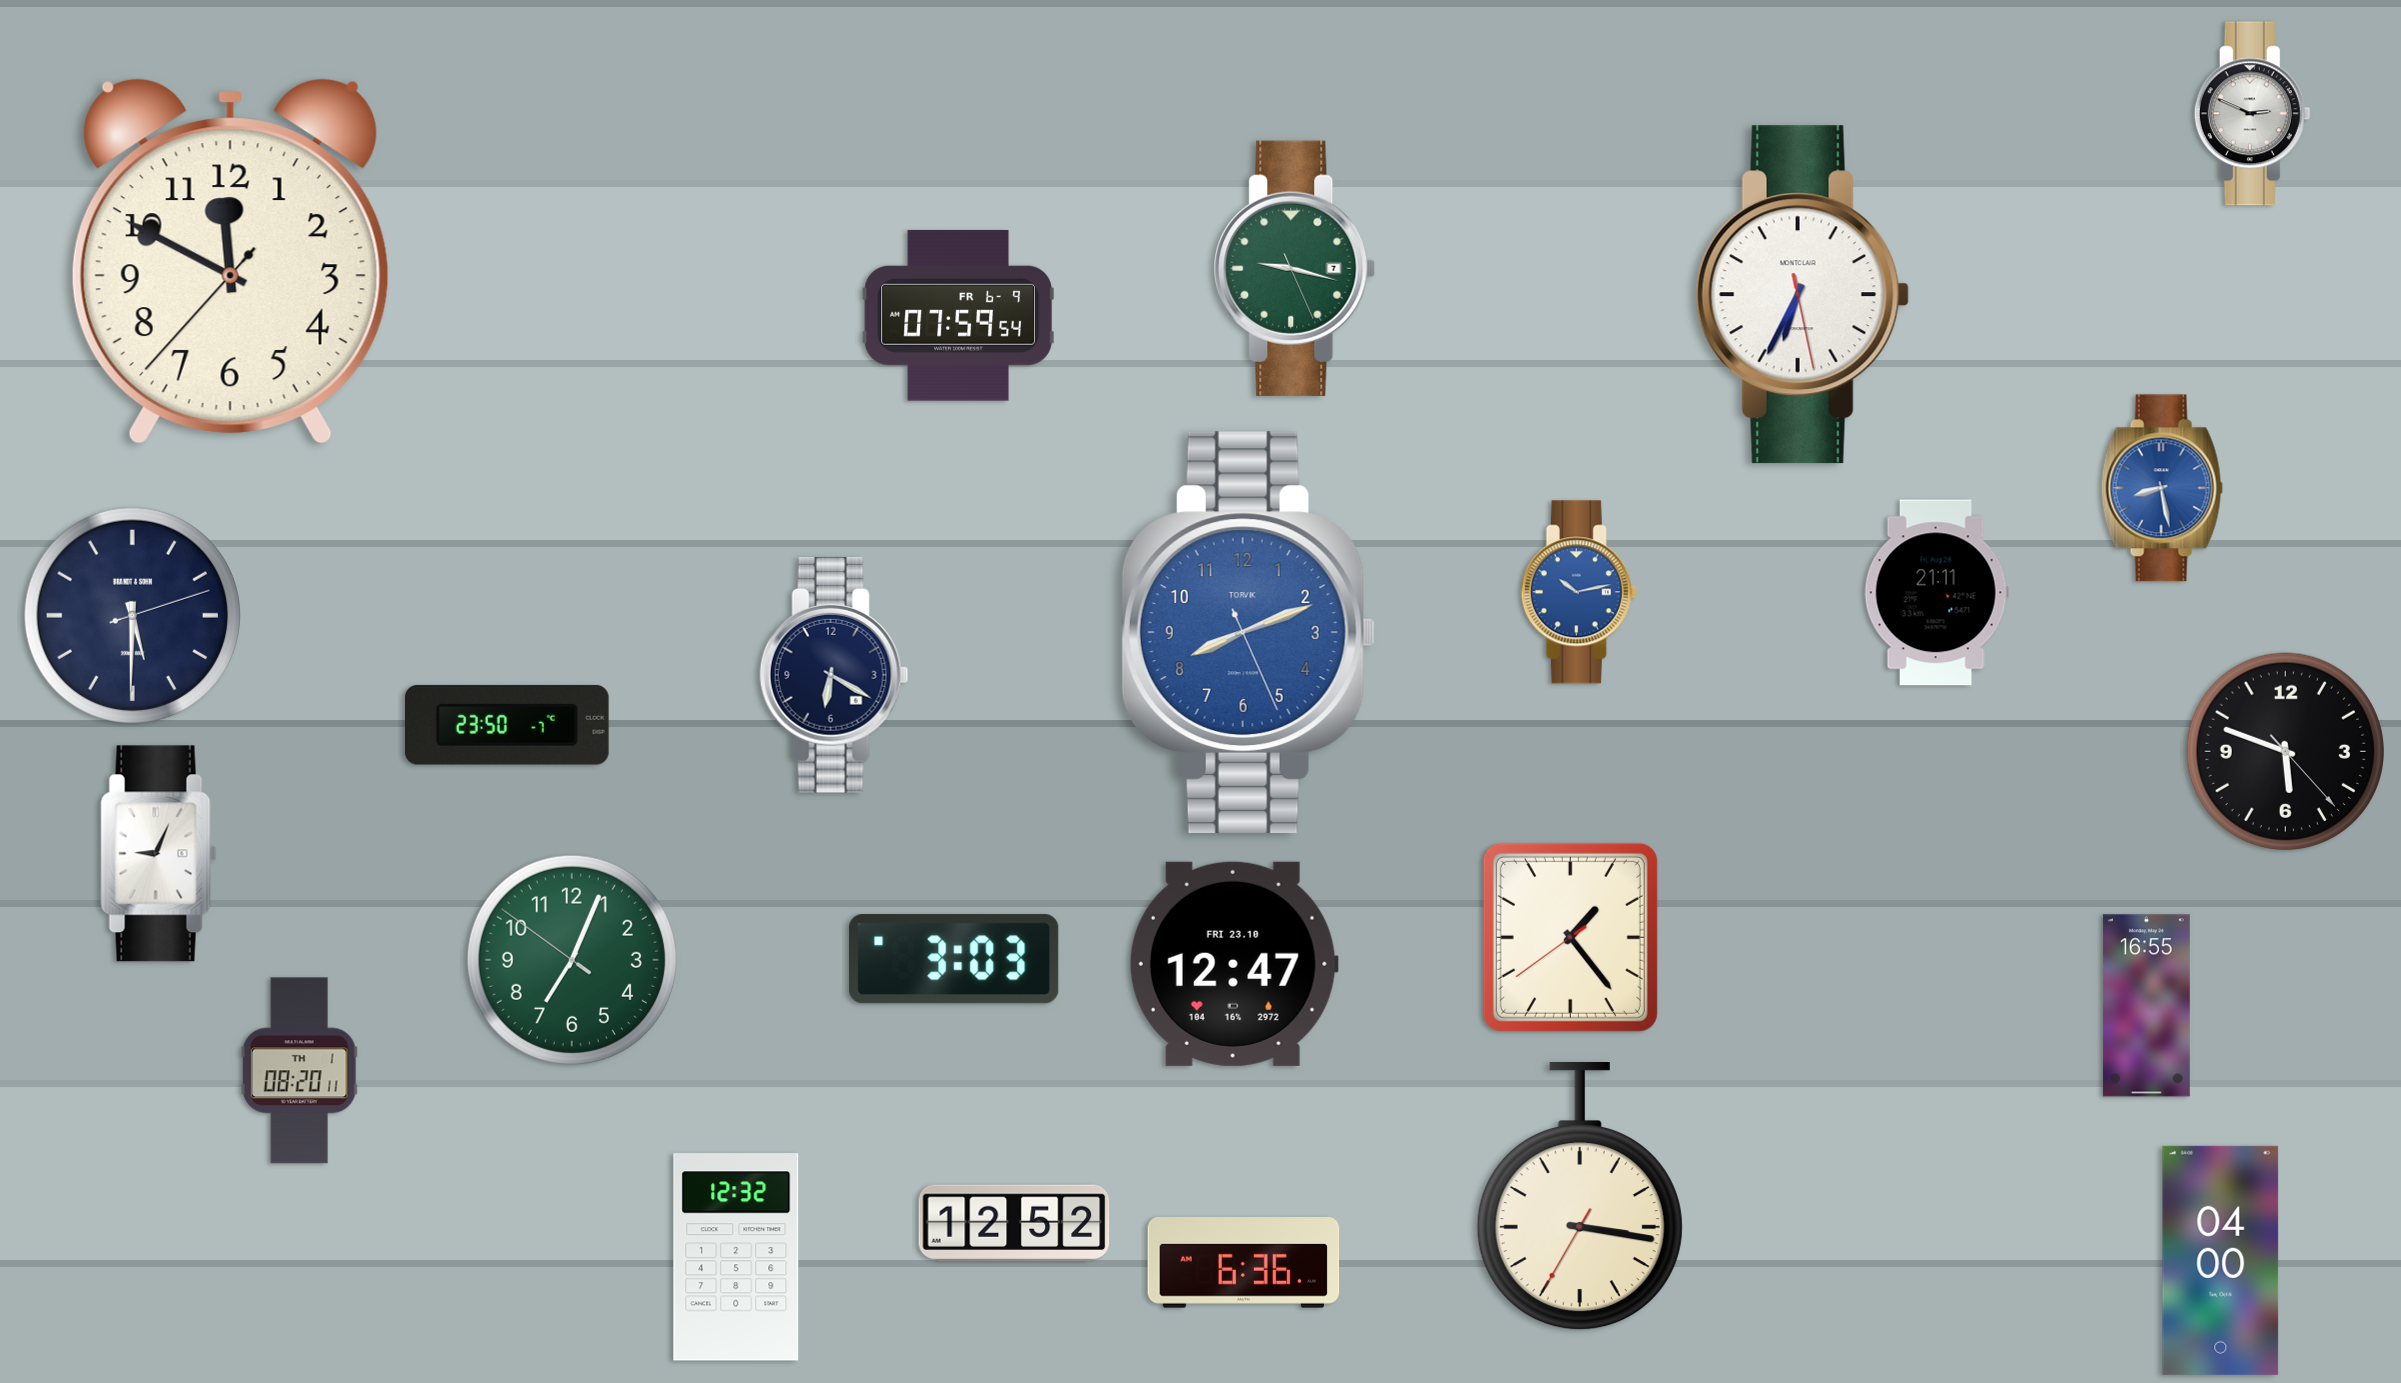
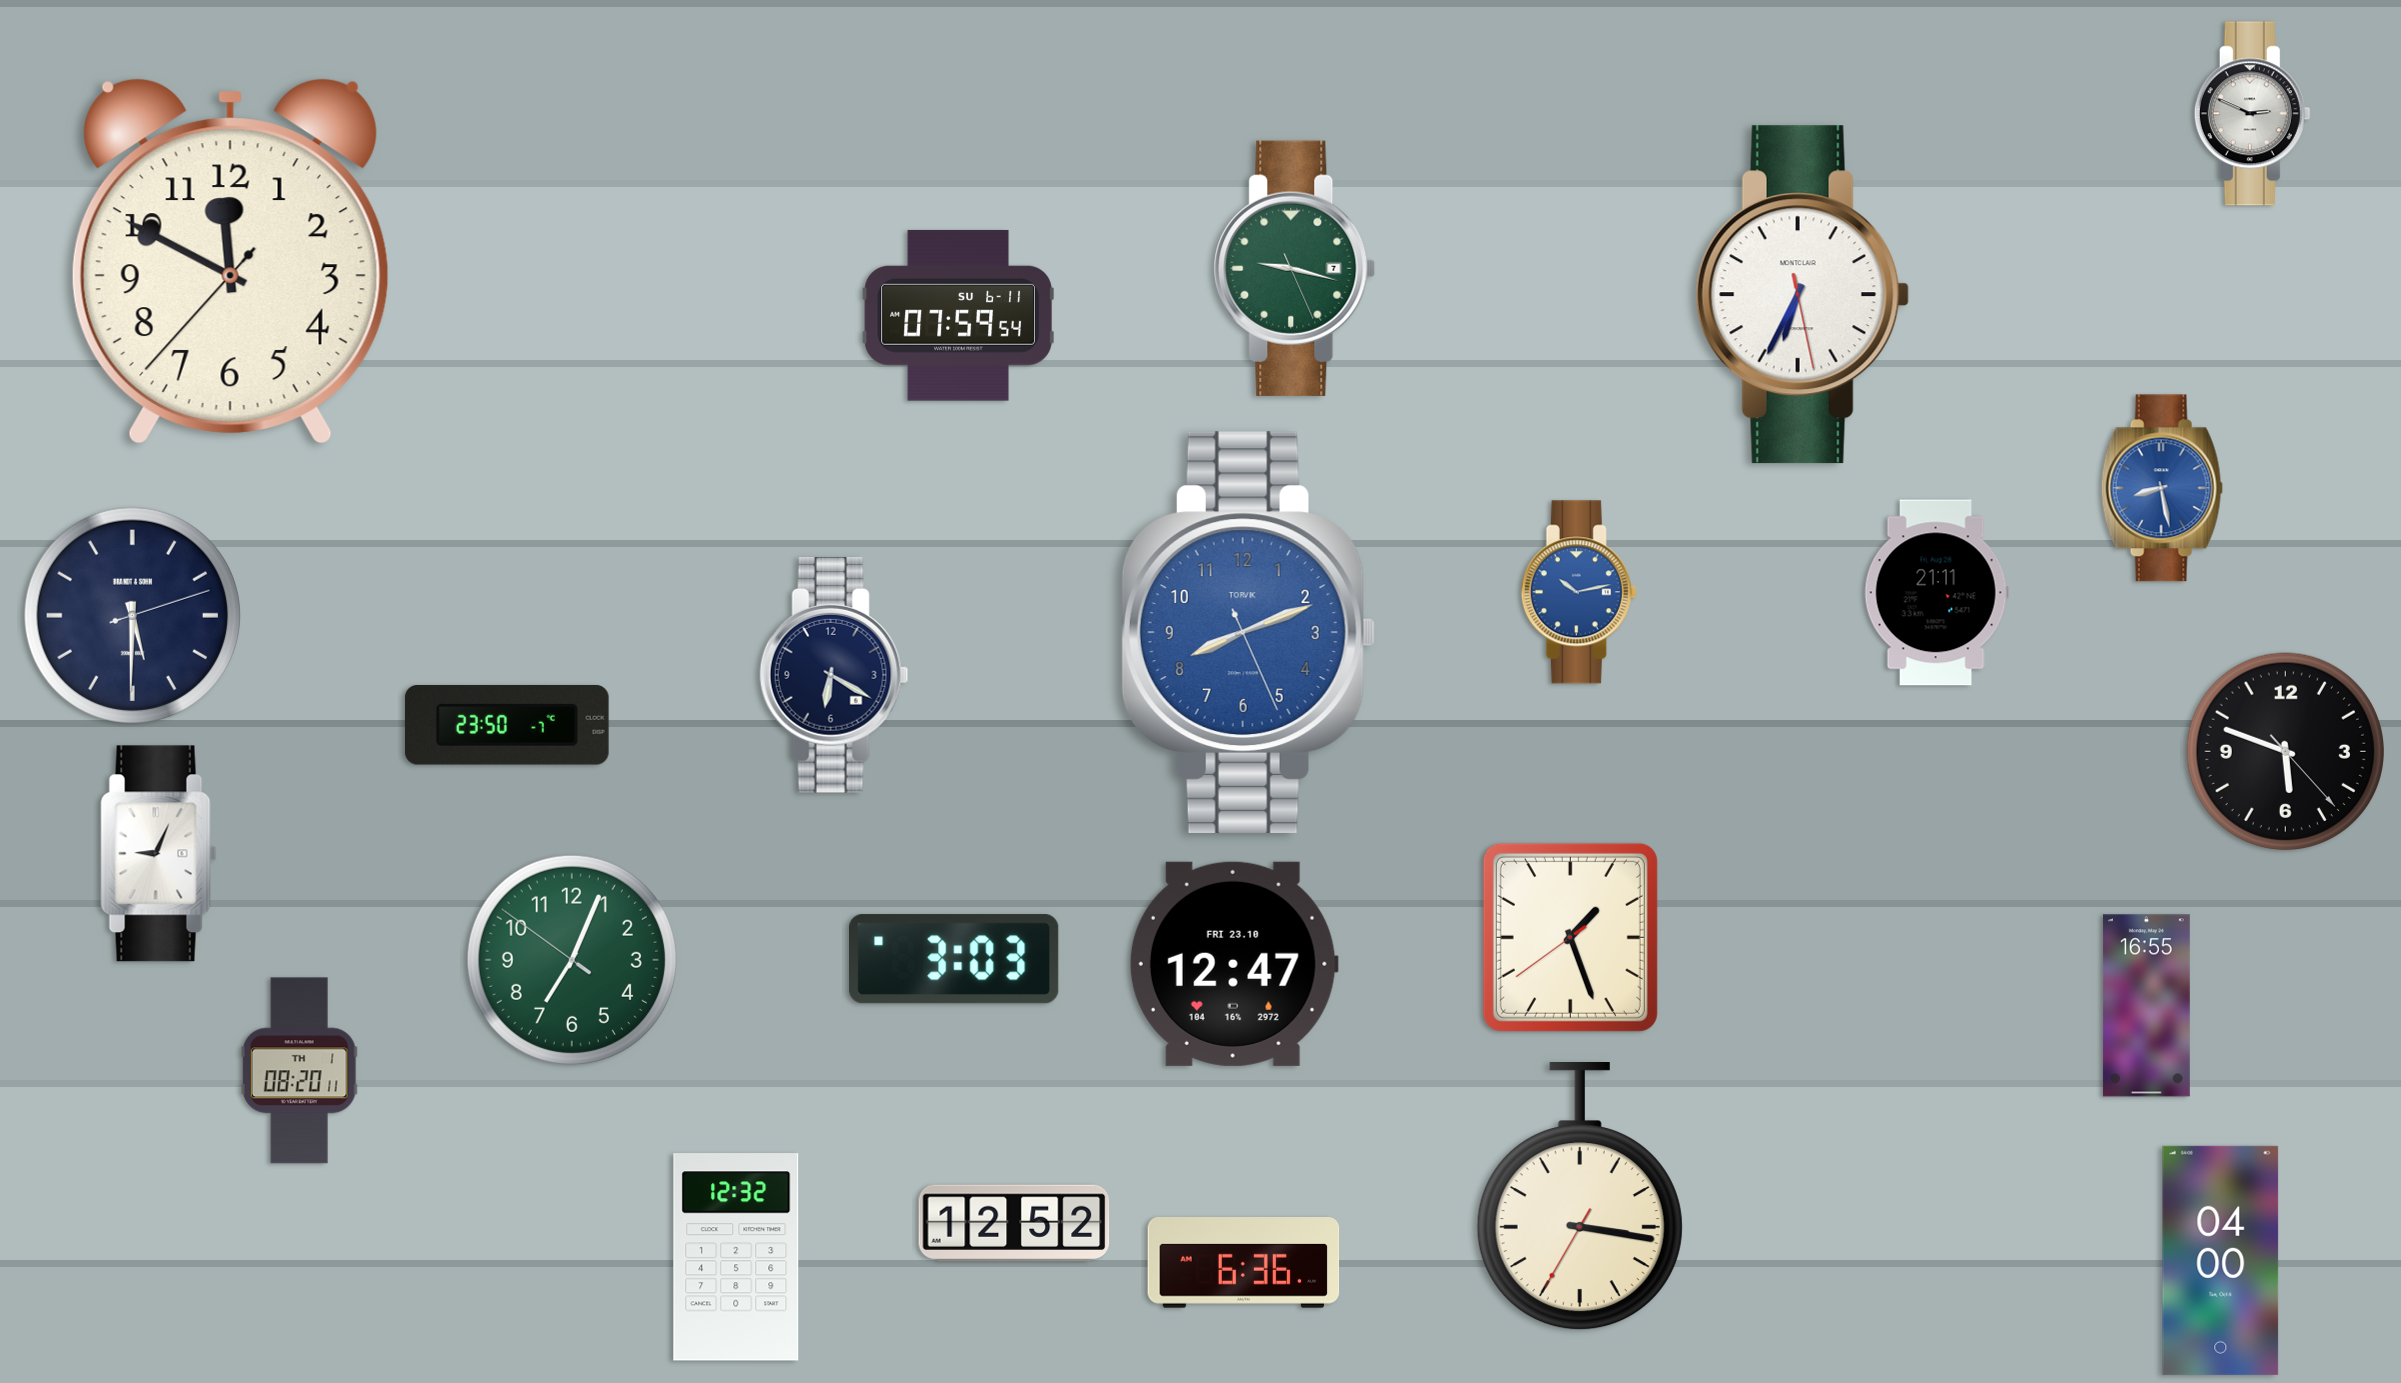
clock at (958, 315) date: FR 6-9 -> SU 6-11
clock at (1570, 937): 1:23 -> 1:26
